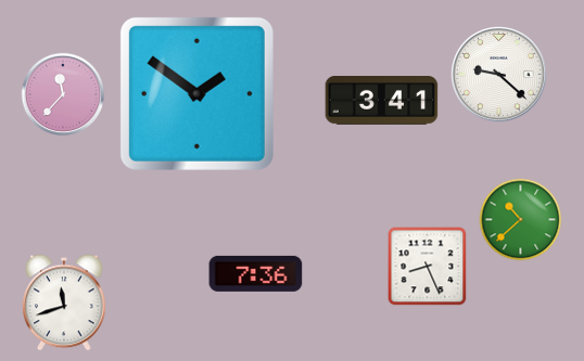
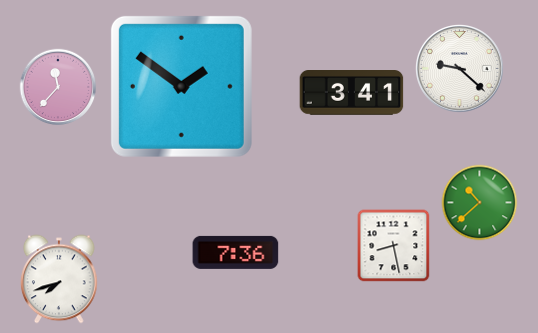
clock at (428, 267): 8:26 -> 8:28
clock at (64, 302): 11:42 -> 7:42
